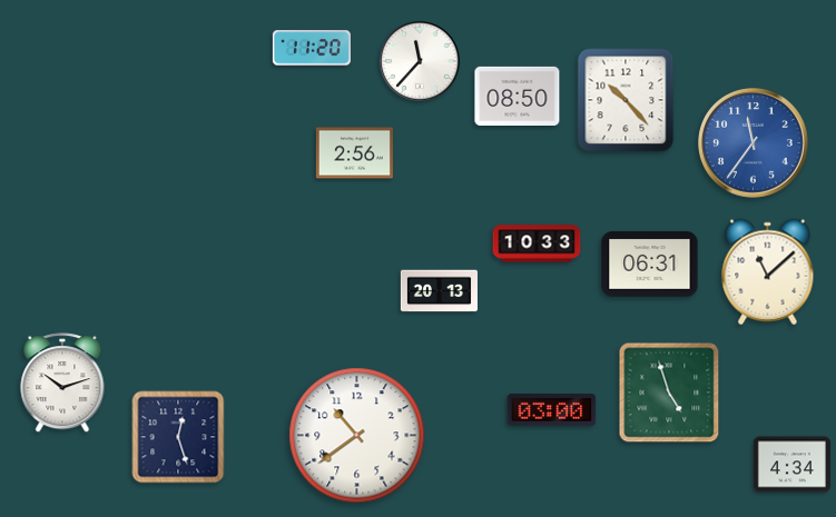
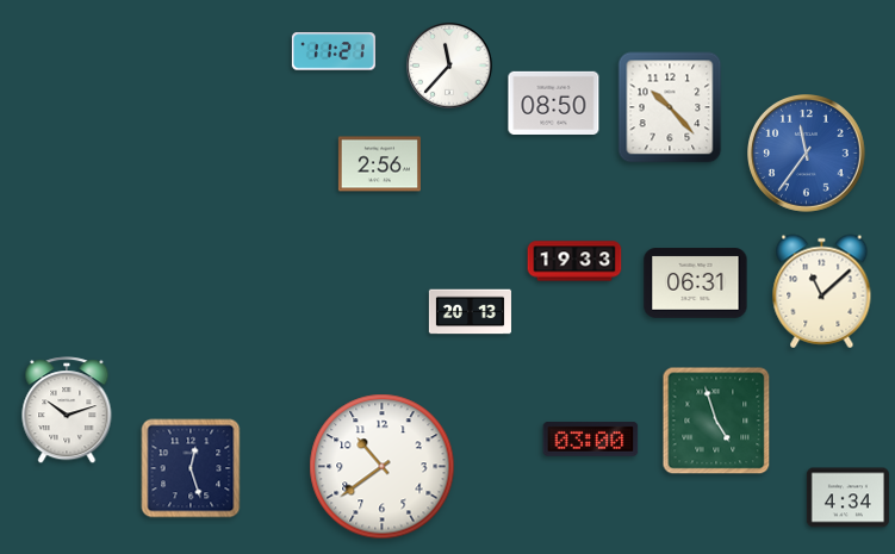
clock at (312, 48): 11:20 -> 11:21
clock at (537, 243): 10:33 -> 19:33
